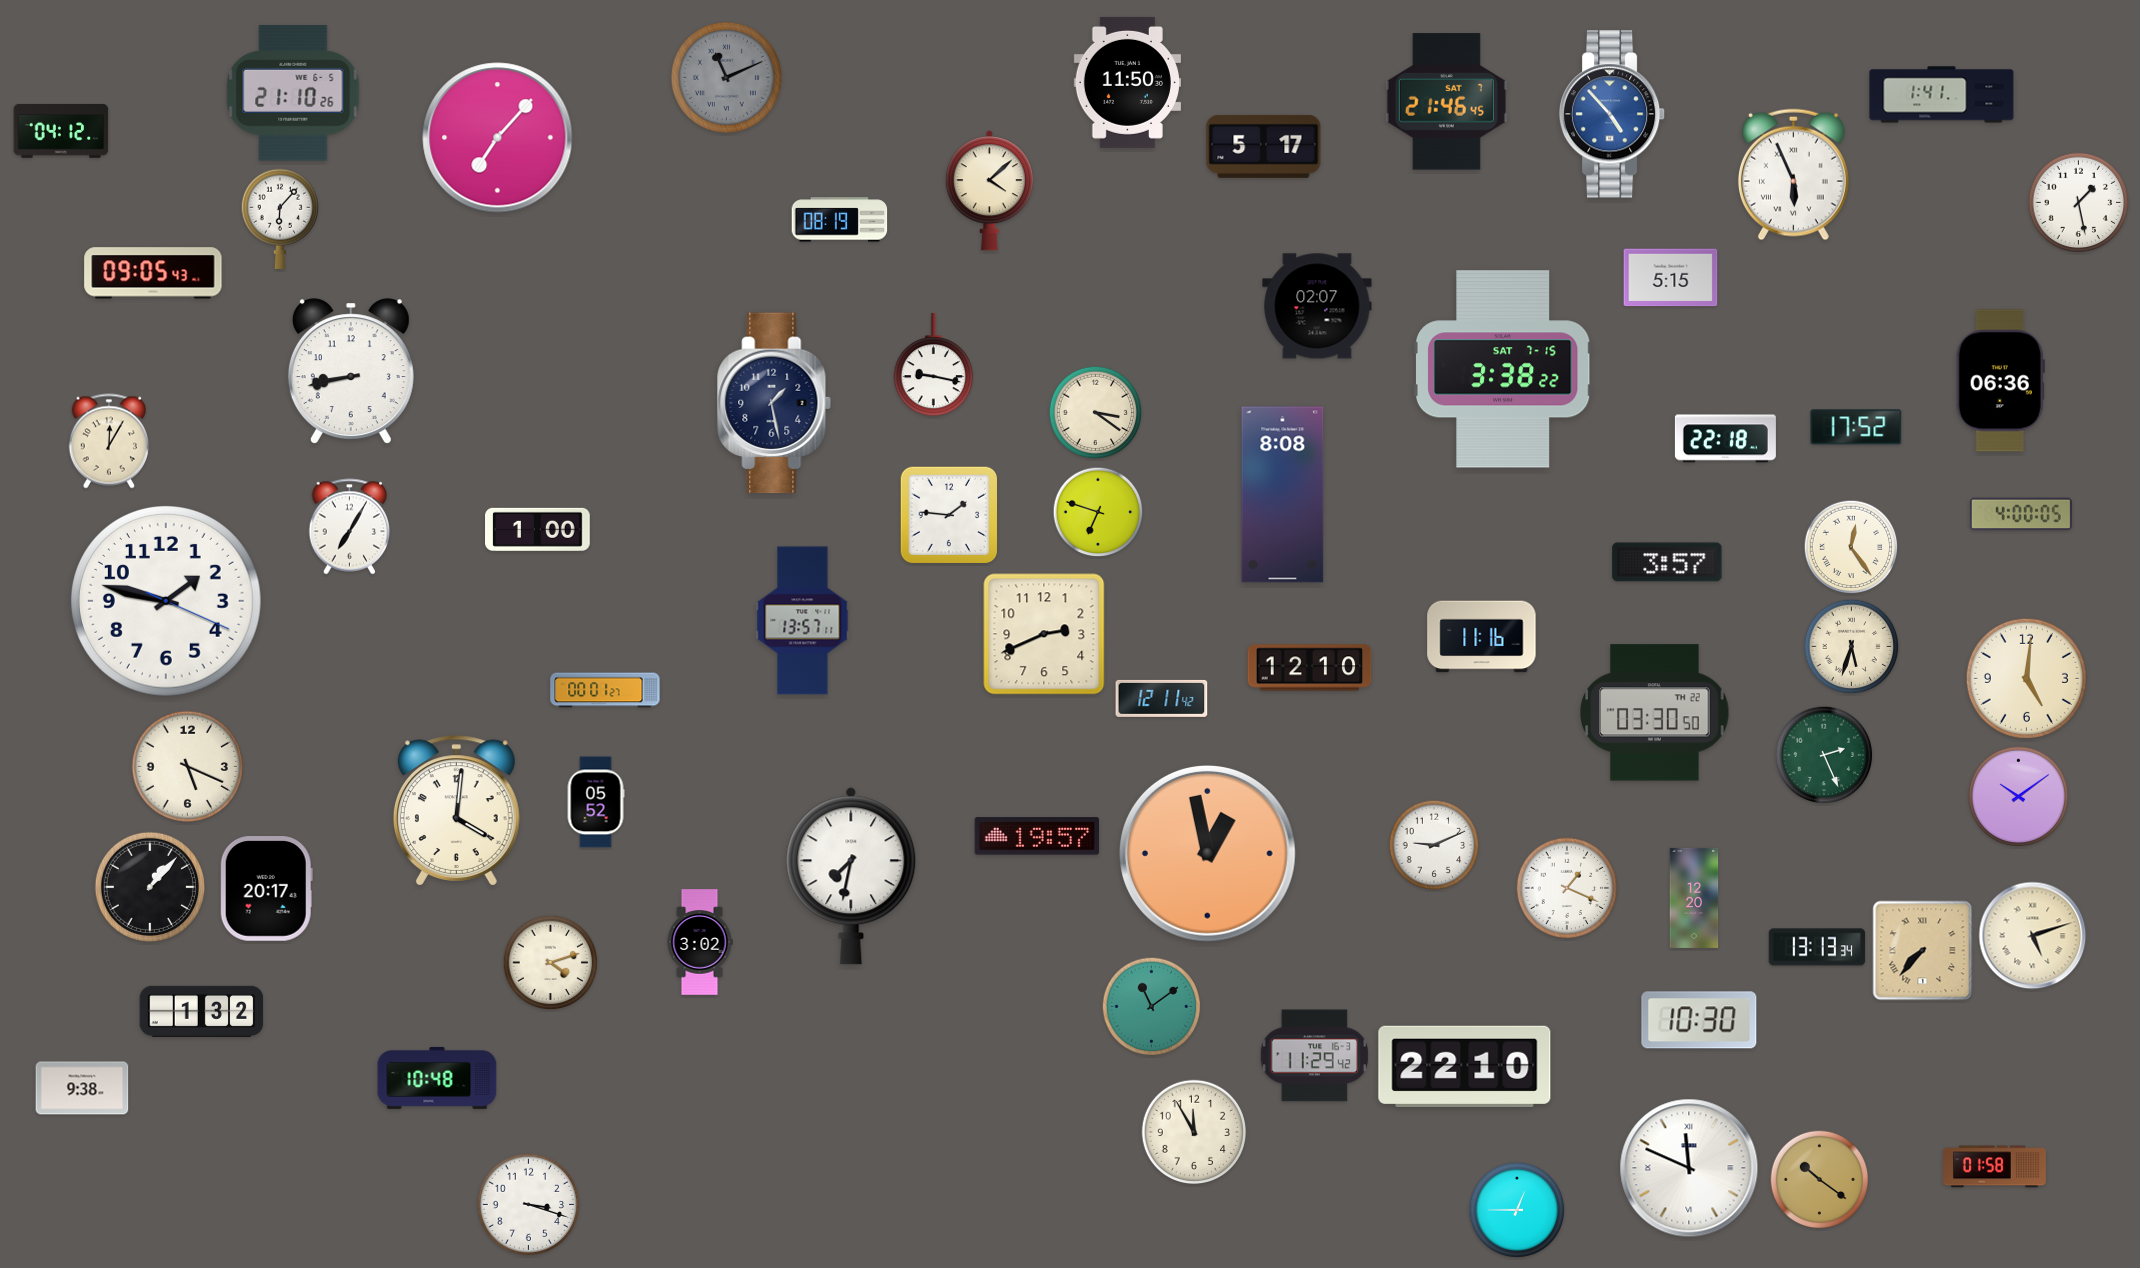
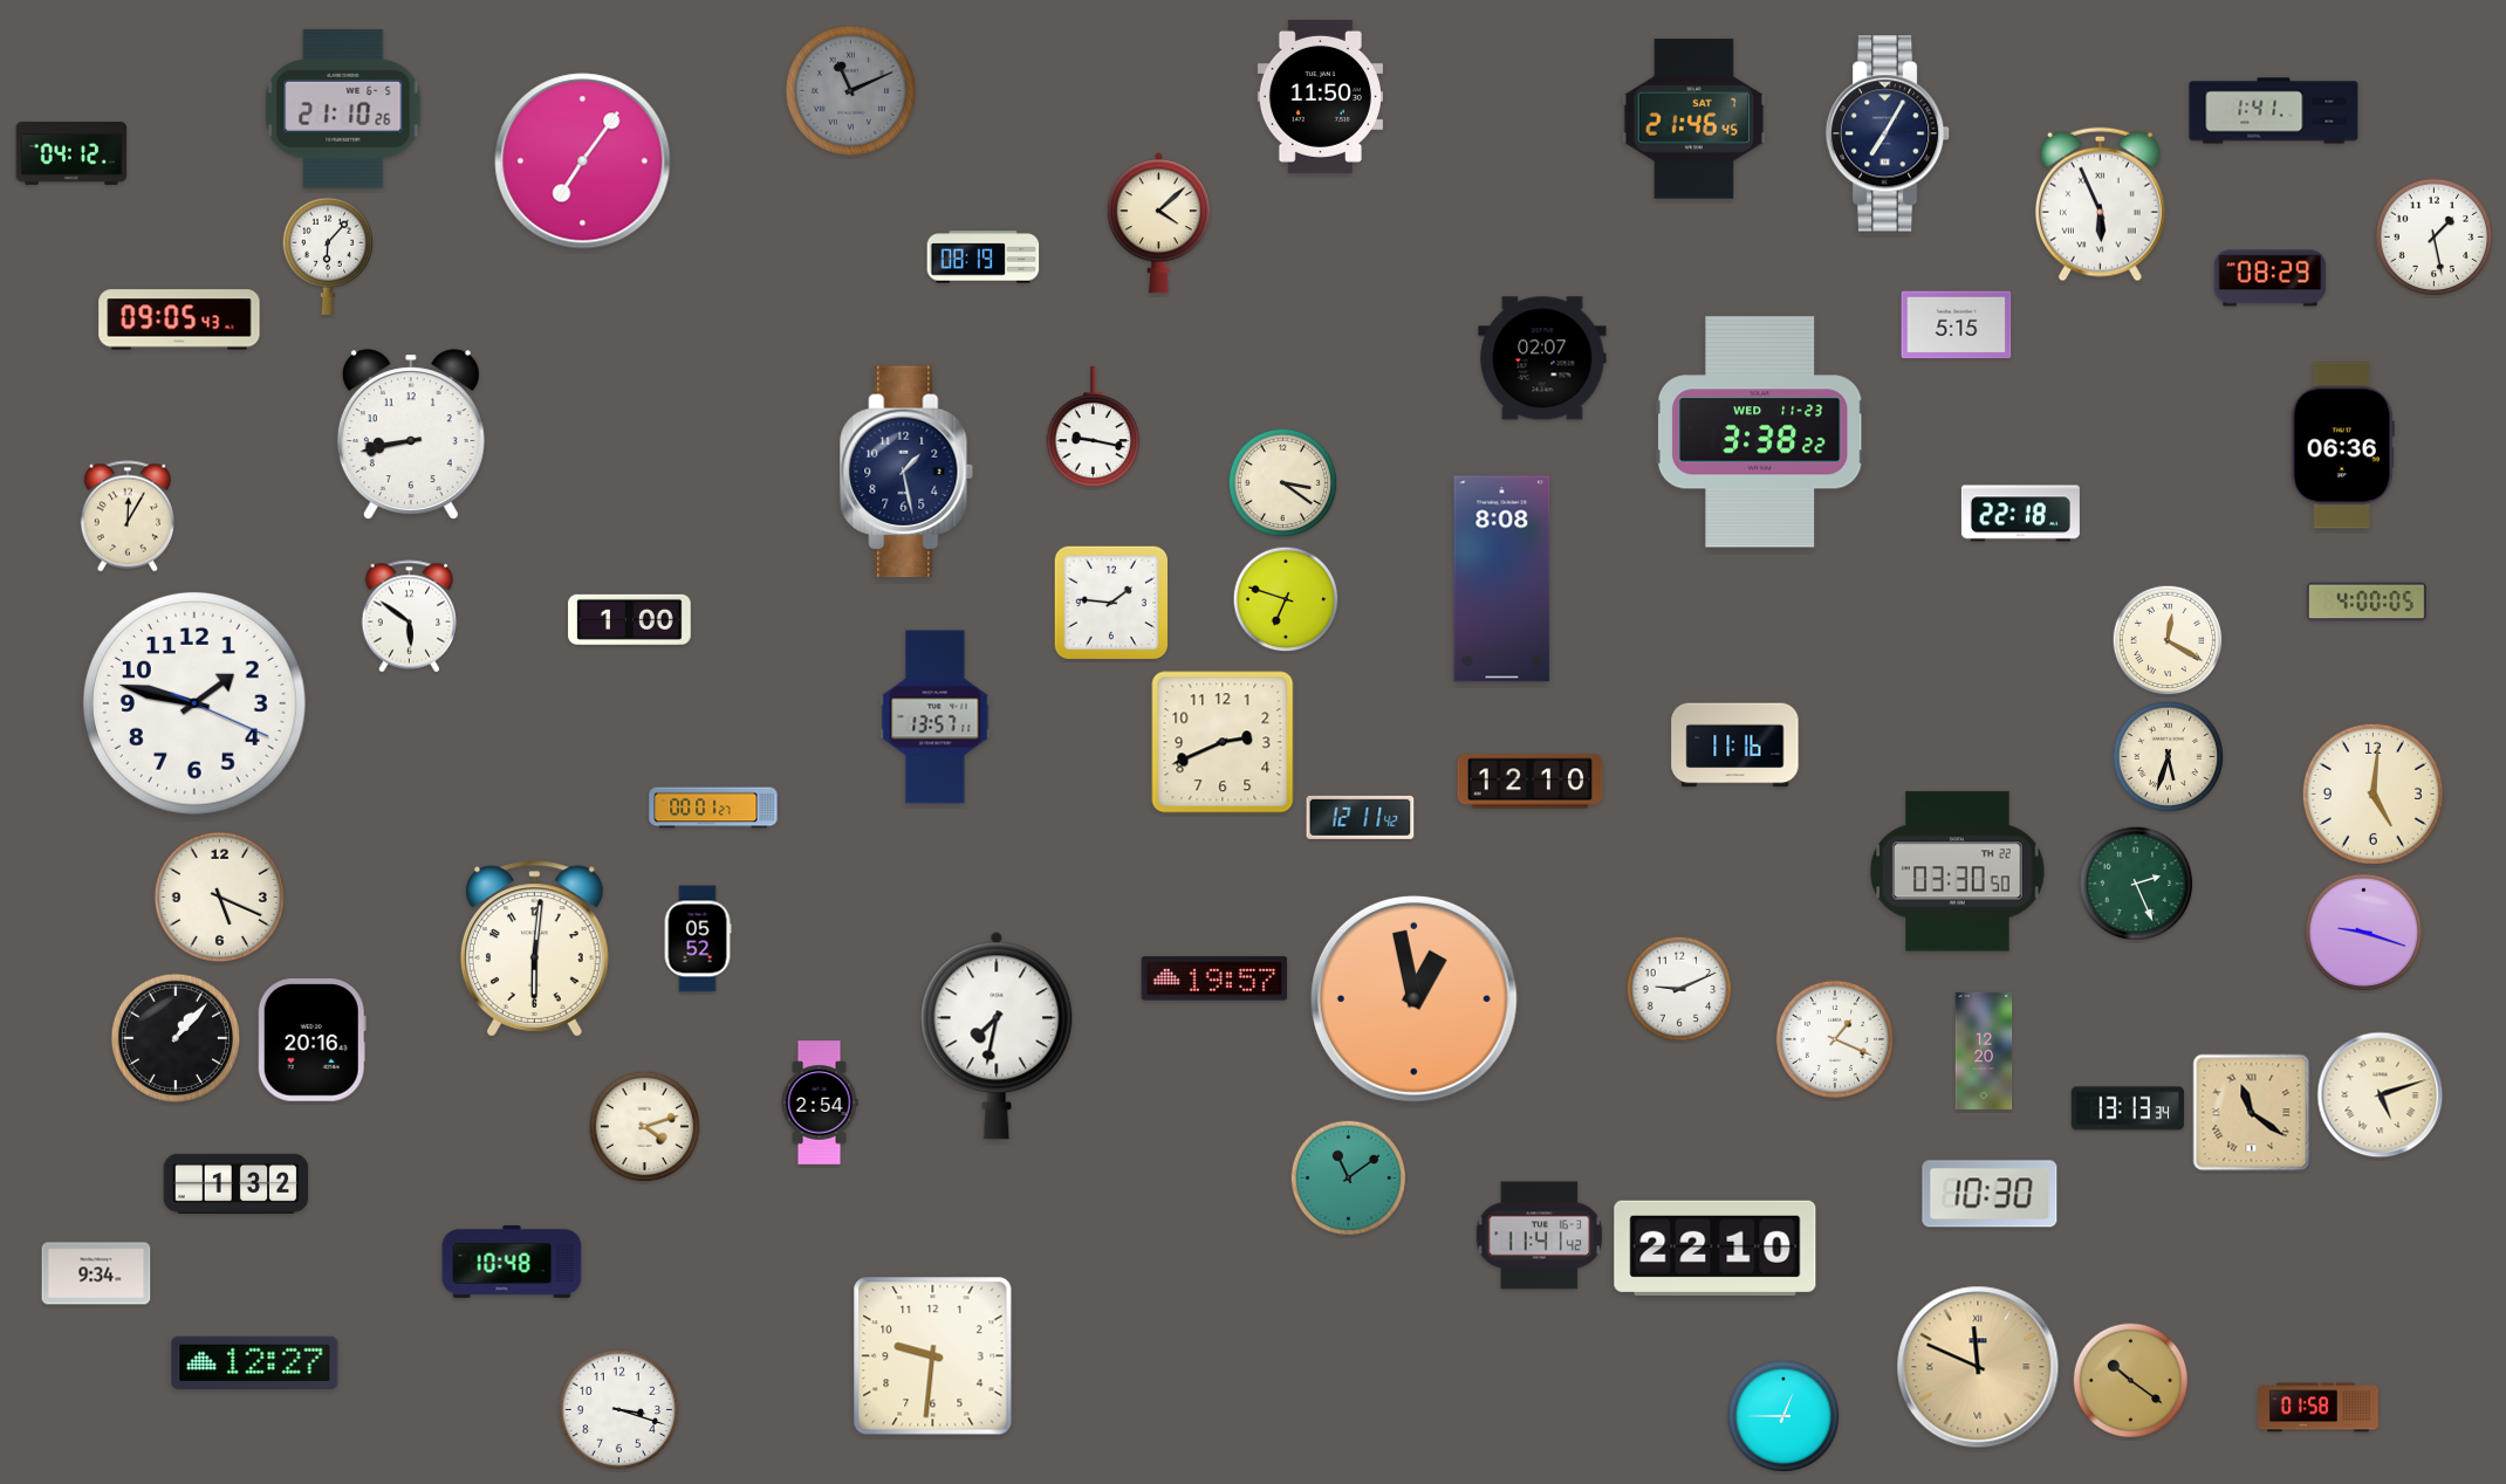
clock at (1612, 114): 4:53 -> 7:05
clock at (1612, 114) dial: blue -> navy
clock at (498, 138): 7:07 -> 7:06
clock at (1264, 146): 5:17 -> none
clock at (2271, 279): none -> 08:29
clock at (1503, 369) date: SAT 7-15 -> WED 11-23
clock at (1856, 427): 17:52 -> none
clock at (350, 527): 7:05 -> 5:51
clock at (1851, 547): 12:24 -> 12:20
clock at (1667, 562): 3:57 -> none
clock at (803, 621) position: (803, 621) -> (936, 717)
clock at (1310, 668) position: (1310, 668) -> (1531, 782)
clock at (605, 690) position: (605, 690) -> (713, 808)
clock at (1655, 713) position: (1655, 713) -> (1958, 872)
clock at (2019, 797): 10:09 -> 9:18
clock at (456, 811): 4:01 -> 6:01
clock at (851, 876) position: (851, 876) -> (997, 1036)
clock at (266, 889): 20:17 -> 20:16
clock at (700, 942): 3:02 -> 2:54
clock at (1923, 951): 7:37 -> 11:21
clock at (1314, 1056): 11:29 -> 11:41
clock at (82, 1088): 9:38 -> 9:34
clock at (1193, 1131): 11:55 -> none
clock at (933, 1356): none -> 9:31
clock at (255, 1362): none -> 12:27
clock at (1995, 1167) position: (1995, 1167) -> (2319, 1408)
clock at (1689, 1168) dial: white -> champagne
clock at (1517, 1210) position: (1517, 1210) -> (1783, 1416)
